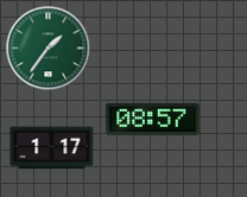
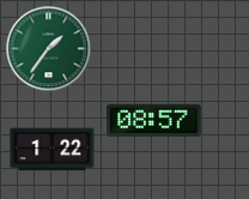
clock at (52, 148): 1:17 -> 1:22
